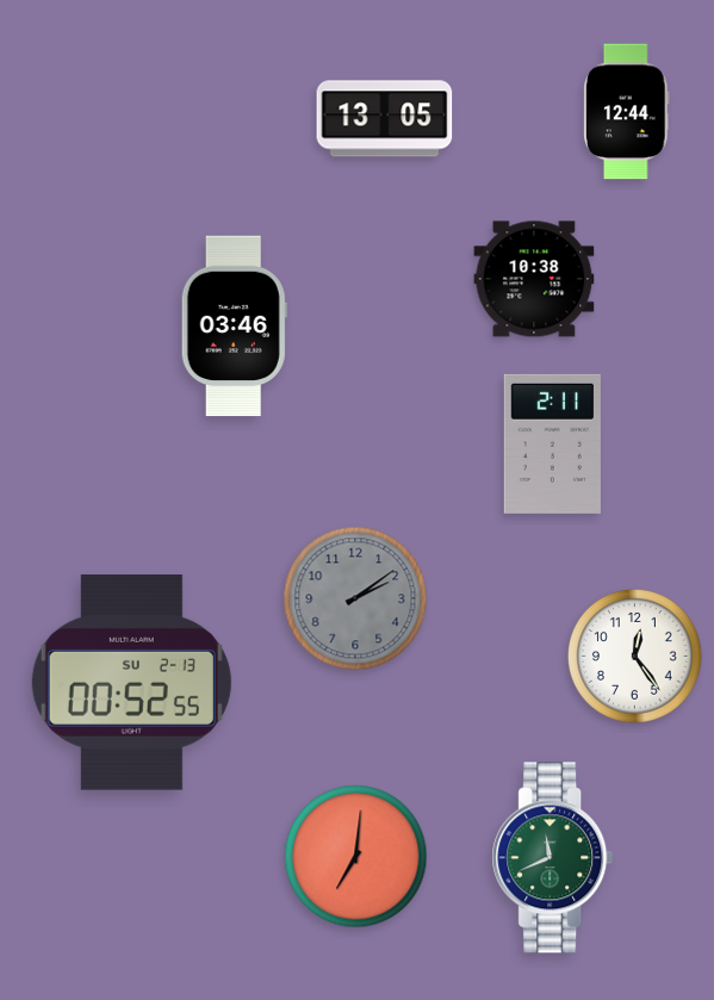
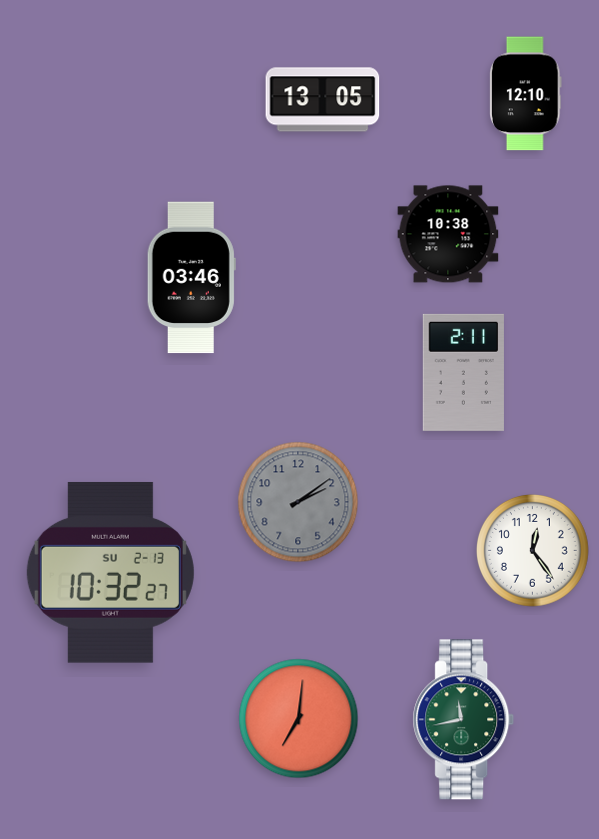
clock at (627, 112): 12:44 -> 12:10
clock at (234, 327) position: (234, 327) -> (191, 278)
clock at (131, 682): 00:52 -> 10:32
clock at (553, 858): 11:41 -> 11:43
